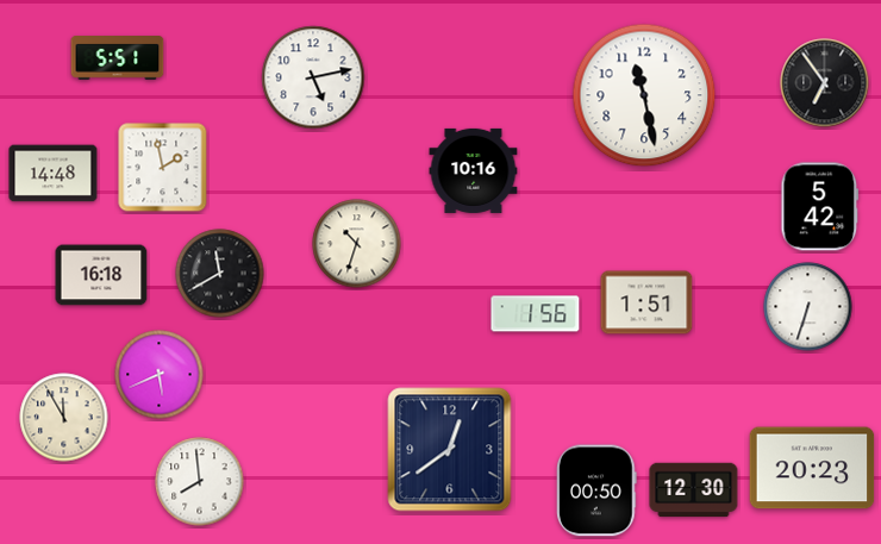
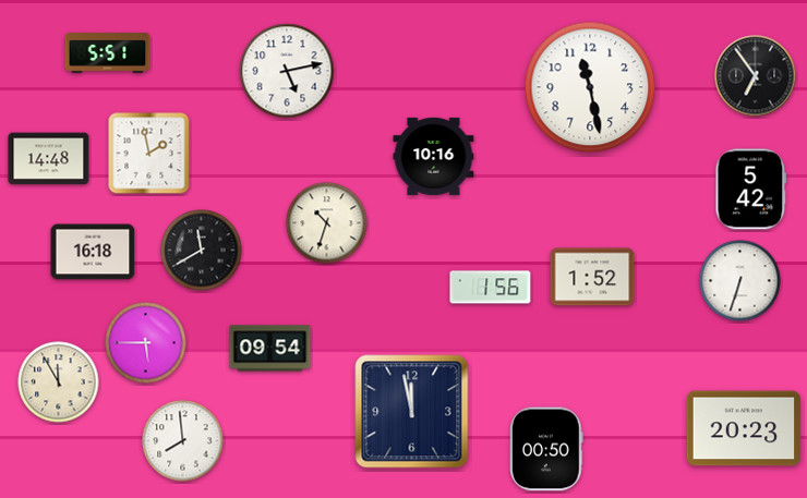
clock at (646, 302): 1:51 -> 1:52
clock at (160, 375): 5:41 -> 5:45
clock at (270, 349): none -> 09:54
clock at (450, 450): 12:39 -> 11:58
clock at (694, 490): 12:30 -> none
